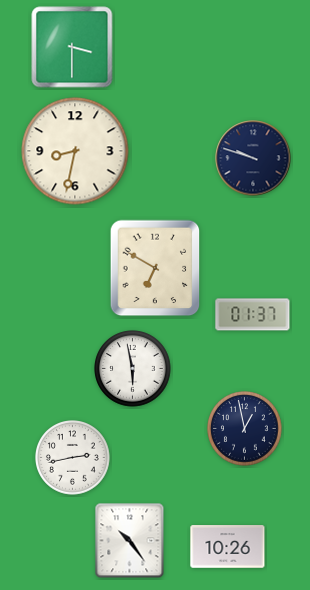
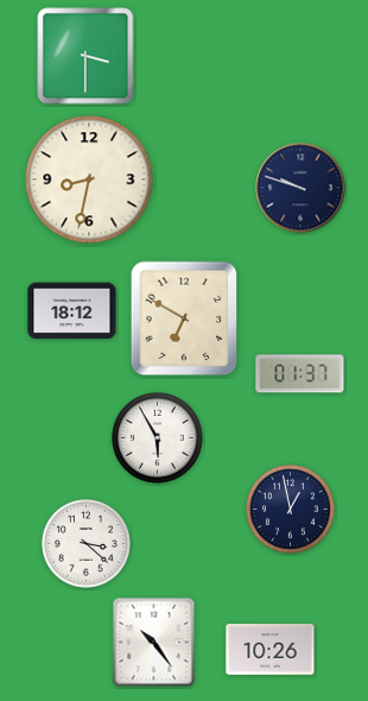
clock at (72, 311): none -> 18:12
clock at (133, 369): 5:58 -> 5:55
clock at (73, 458): 2:43 -> 3:22
